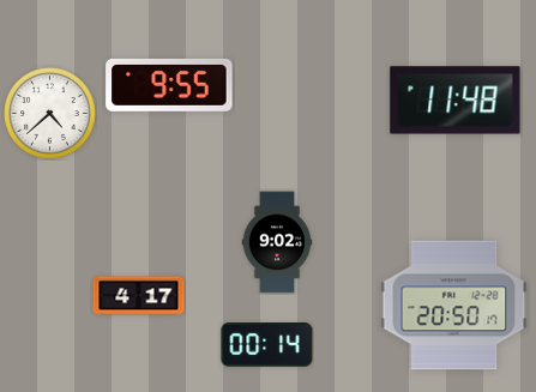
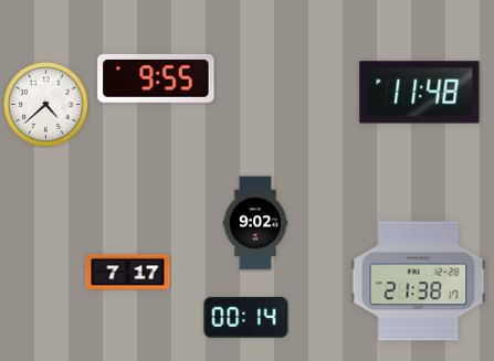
clock at (139, 296): 4:17 -> 7:17
clock at (454, 306): 20:50 -> 21:38
